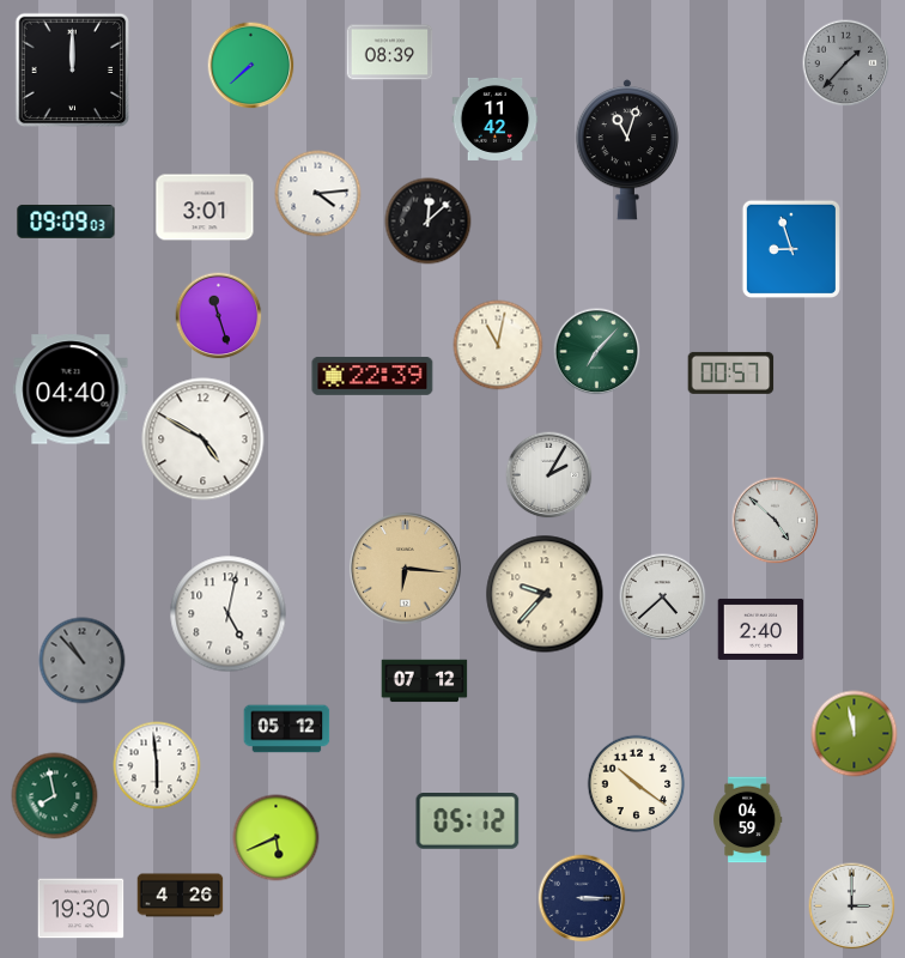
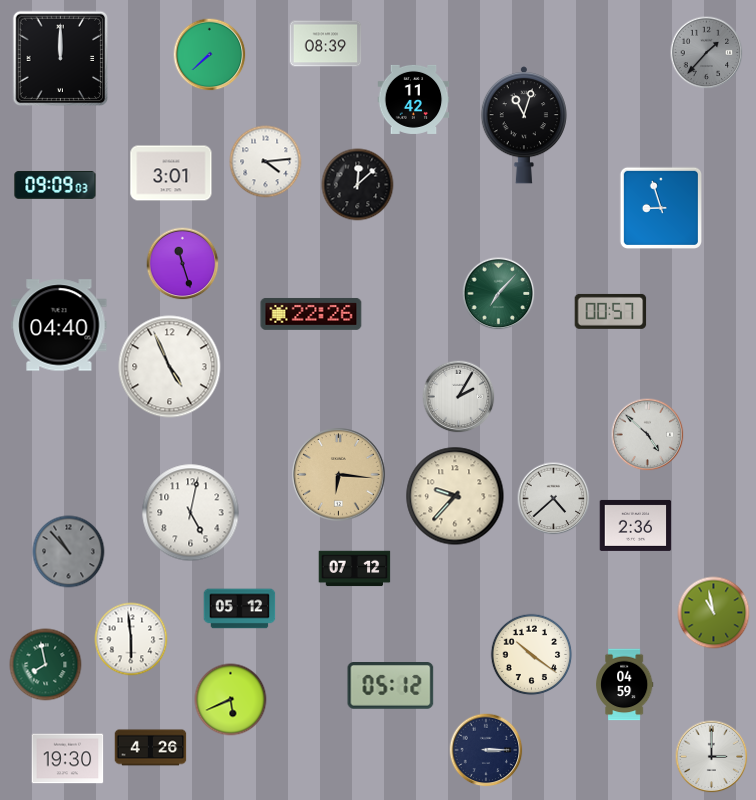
clock at (498, 345): 11:02 -> none
clock at (372, 376): 22:39 -> 22:26
clock at (204, 439): 4:50 -> 4:56
clock at (761, 629): 2:40 -> 2:36
clock at (855, 734): 11:58 -> 10:58
